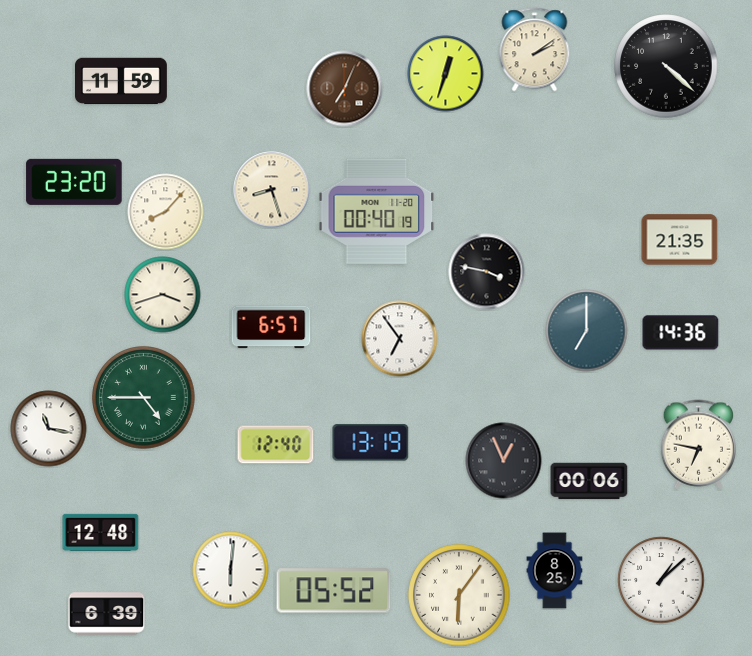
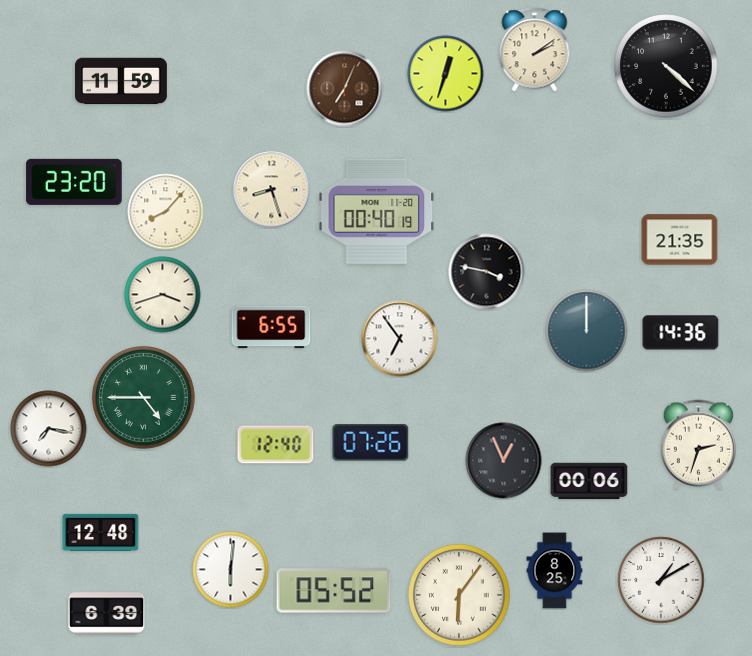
clock at (271, 327): 6:57 -> 6:55
clock at (587, 331): 7:00 -> 12:00
clock at (49, 429): 11:17 -> 7:17
clock at (371, 443): 13:19 -> 07:26
clock at (698, 445): 6:47 -> 2:33
clock at (661, 580): 1:08 -> 1:10
